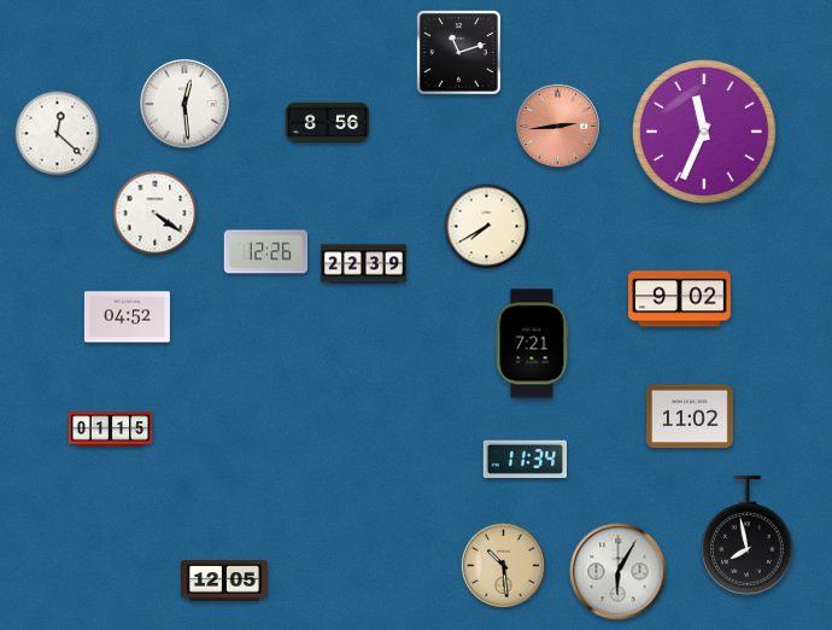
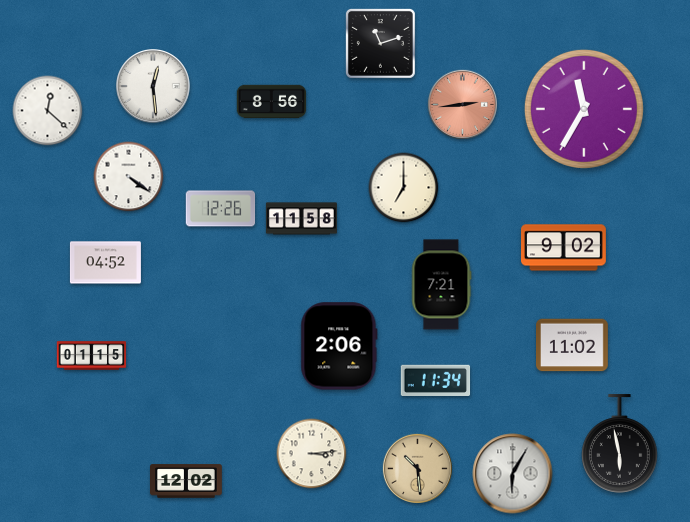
clock at (704, 132): 11:34 -> 11:35
clock at (487, 227): 7:40 -> 7:00
clock at (363, 264): 22:39 -> 11:58
clock at (339, 346): none -> 2:06
clock at (746, 536): 7:58 -> 5:58
clock at (312, 454): none -> 3:14
clock at (225, 581): 12:05 -> 12:02
